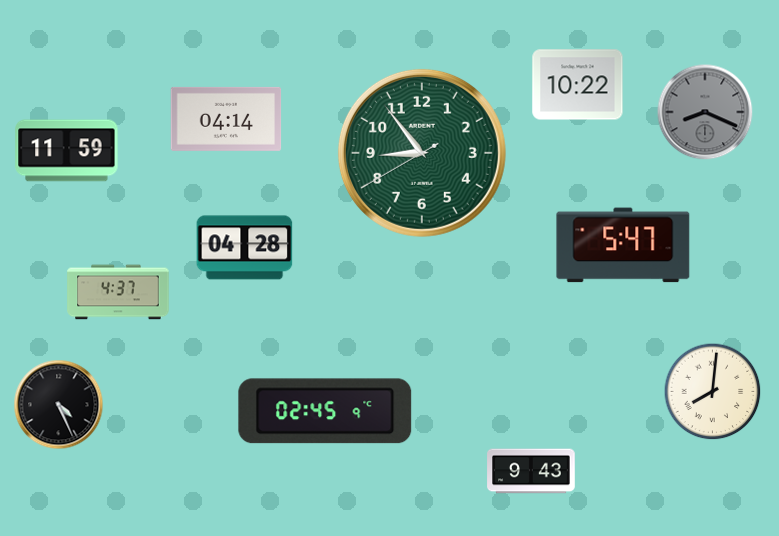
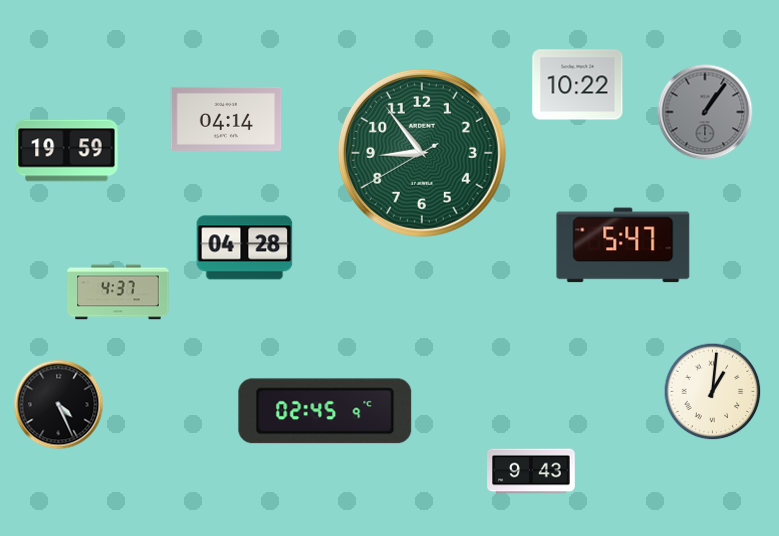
clock at (705, 112): 8:19 -> 1:06
clock at (67, 151): 11:59 -> 19:59
clock at (713, 392): 8:01 -> 1:01
